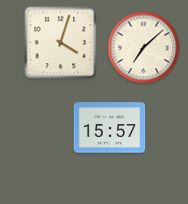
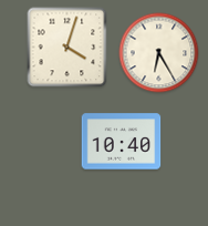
clock at (144, 48): 7:08 -> 6:25
clock at (110, 128): 15:57 -> 10:40
